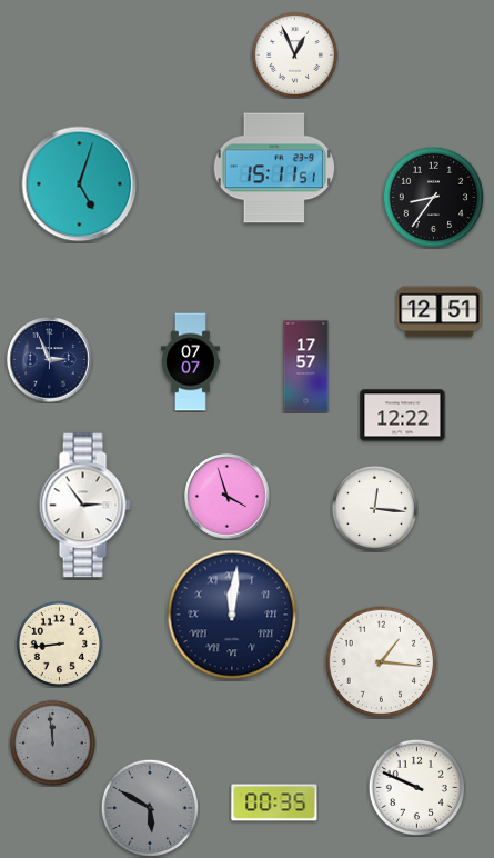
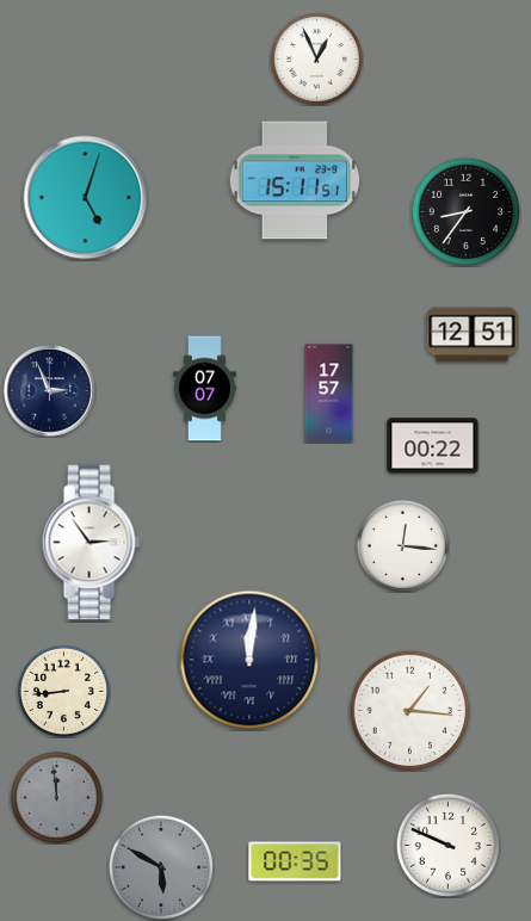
clock at (50, 360) position: (50, 360) -> (50, 391)
clock at (403, 416): 12:22 -> 00:22
clock at (228, 497): 3:57 -> none
